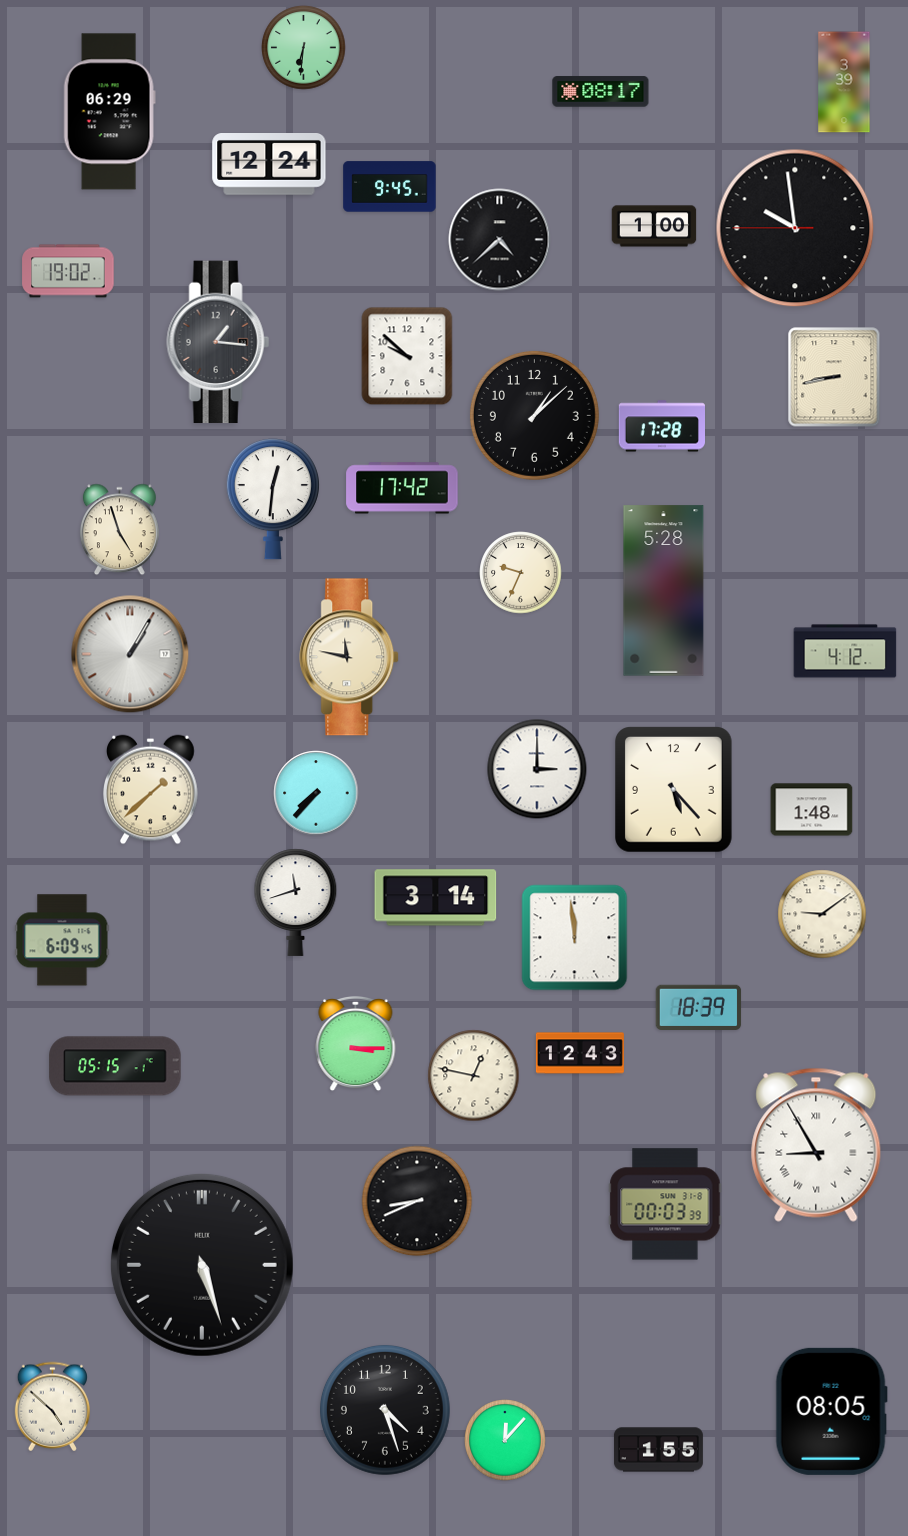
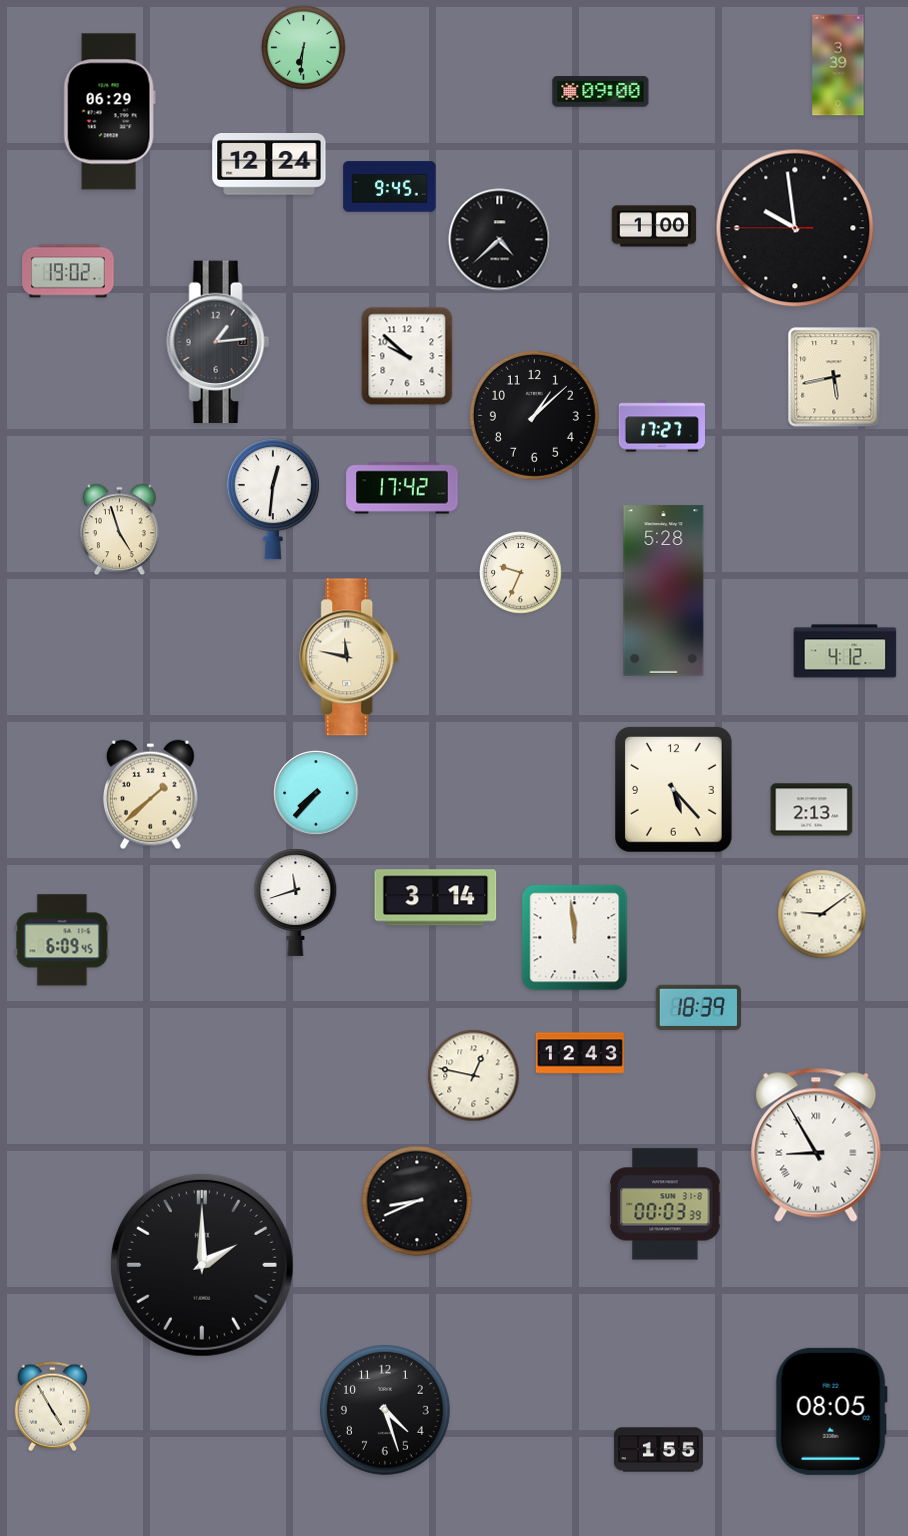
clock at (844, 82) position: (844, 82) -> (838, 65)
clock at (601, 92): 08:17 -> 09:00
clock at (218, 342): 1:16 -> 1:14
clock at (834, 377): 8:43 -> 5:43
clock at (661, 426): 17:28 -> 17:27
clock at (130, 654): 1:05 -> none
clock at (537, 769): 3:00 -> none
clock at (151, 790) position: (151, 790) -> (151, 795)
clock at (812, 810): 1:48 -> 2:13
clock at (356, 1044): 3:15 -> none
clock at (115, 1066): 05:15 -> none
clock at (202, 1265): 5:27 -> 2:00
clock at (52, 1407): 4:52 -> 4:55
clock at (505, 1440): 12:07 -> none
